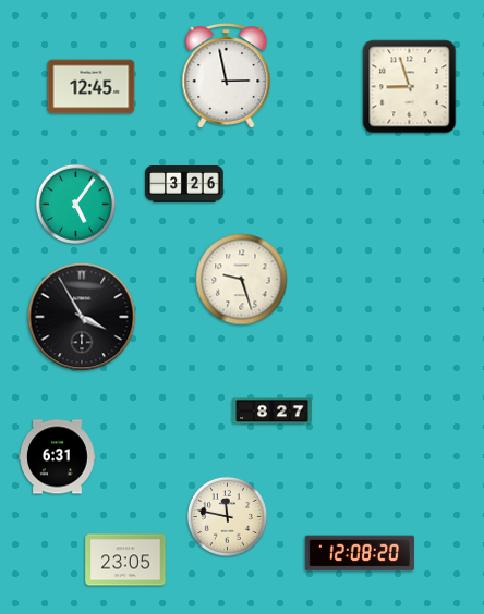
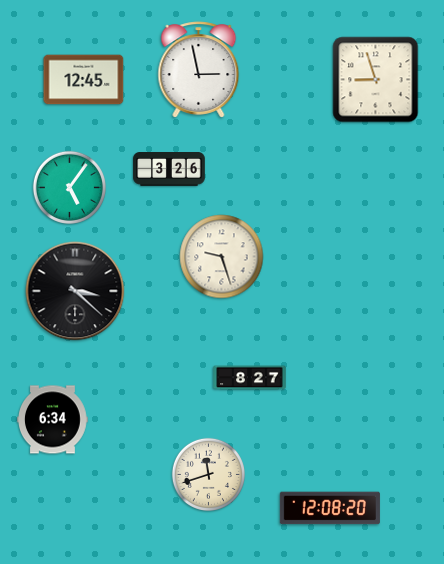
clock at (227, 76) position: (227, 76) -> (199, 70)
clock at (82, 317): 3:55 -> 3:22
clock at (58, 457): 6:31 -> 6:34
clock at (227, 516): 11:47 -> 11:42
clock at (125, 560): 23:05 -> none
